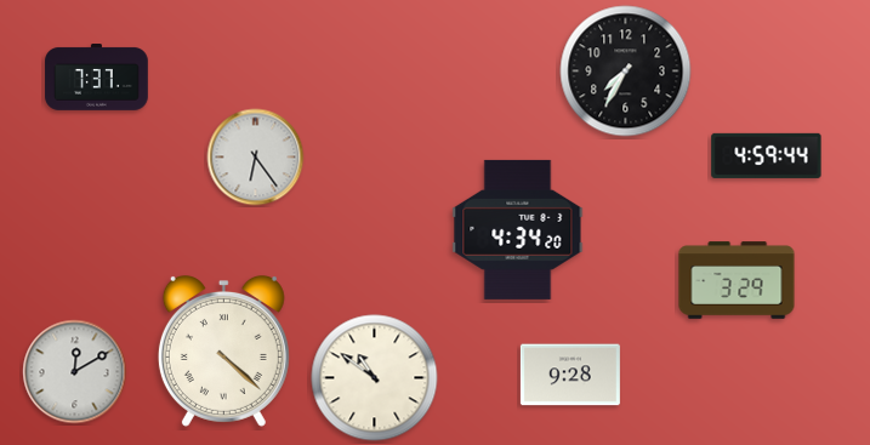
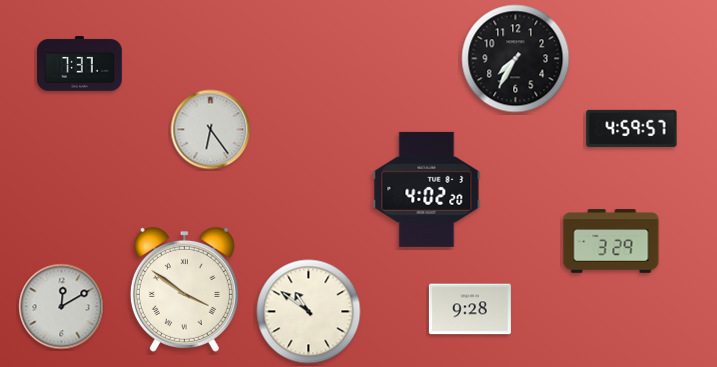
clock at (767, 155): 4:59:44 -> 4:59:57
clock at (518, 229): 4:34 -> 4:02
clock at (737, 280) position: (737, 280) -> (611, 241)
clock at (223, 350): 4:22 -> 3:51
